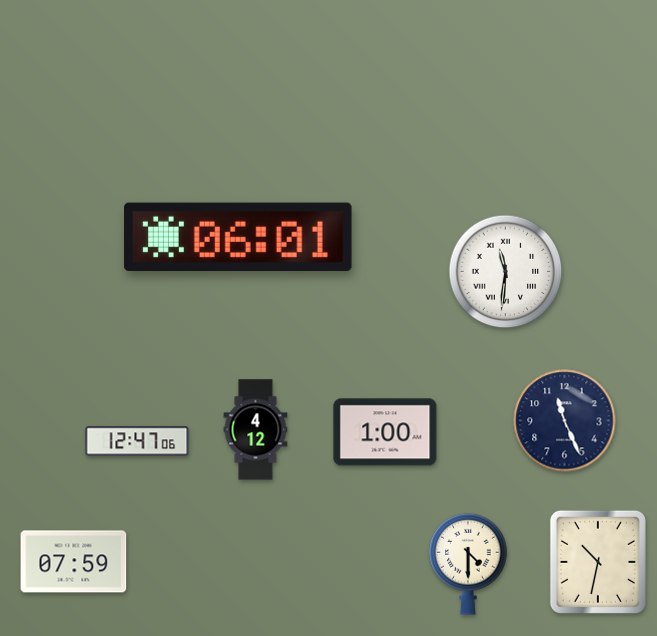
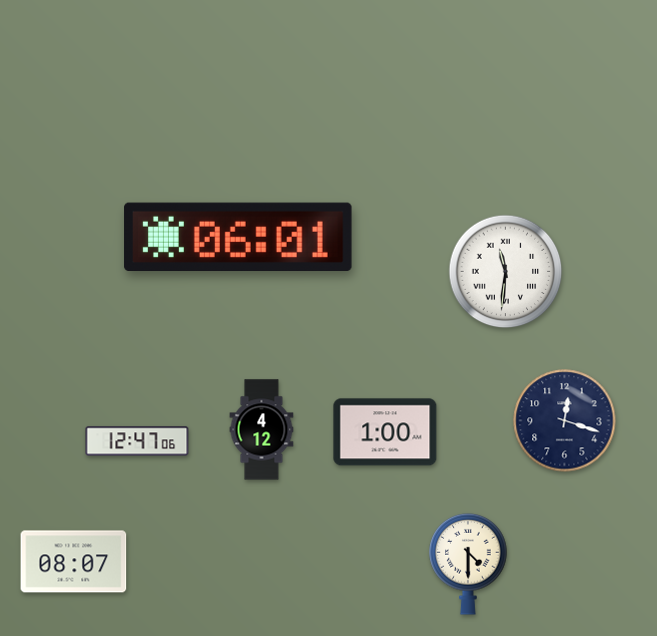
clock at (565, 421): 11:26 -> 12:18
clock at (256, 430) position: (256, 430) -> (262, 430)
clock at (74, 562): 07:59 -> 08:07
clock at (598, 562): 10:32 -> none
